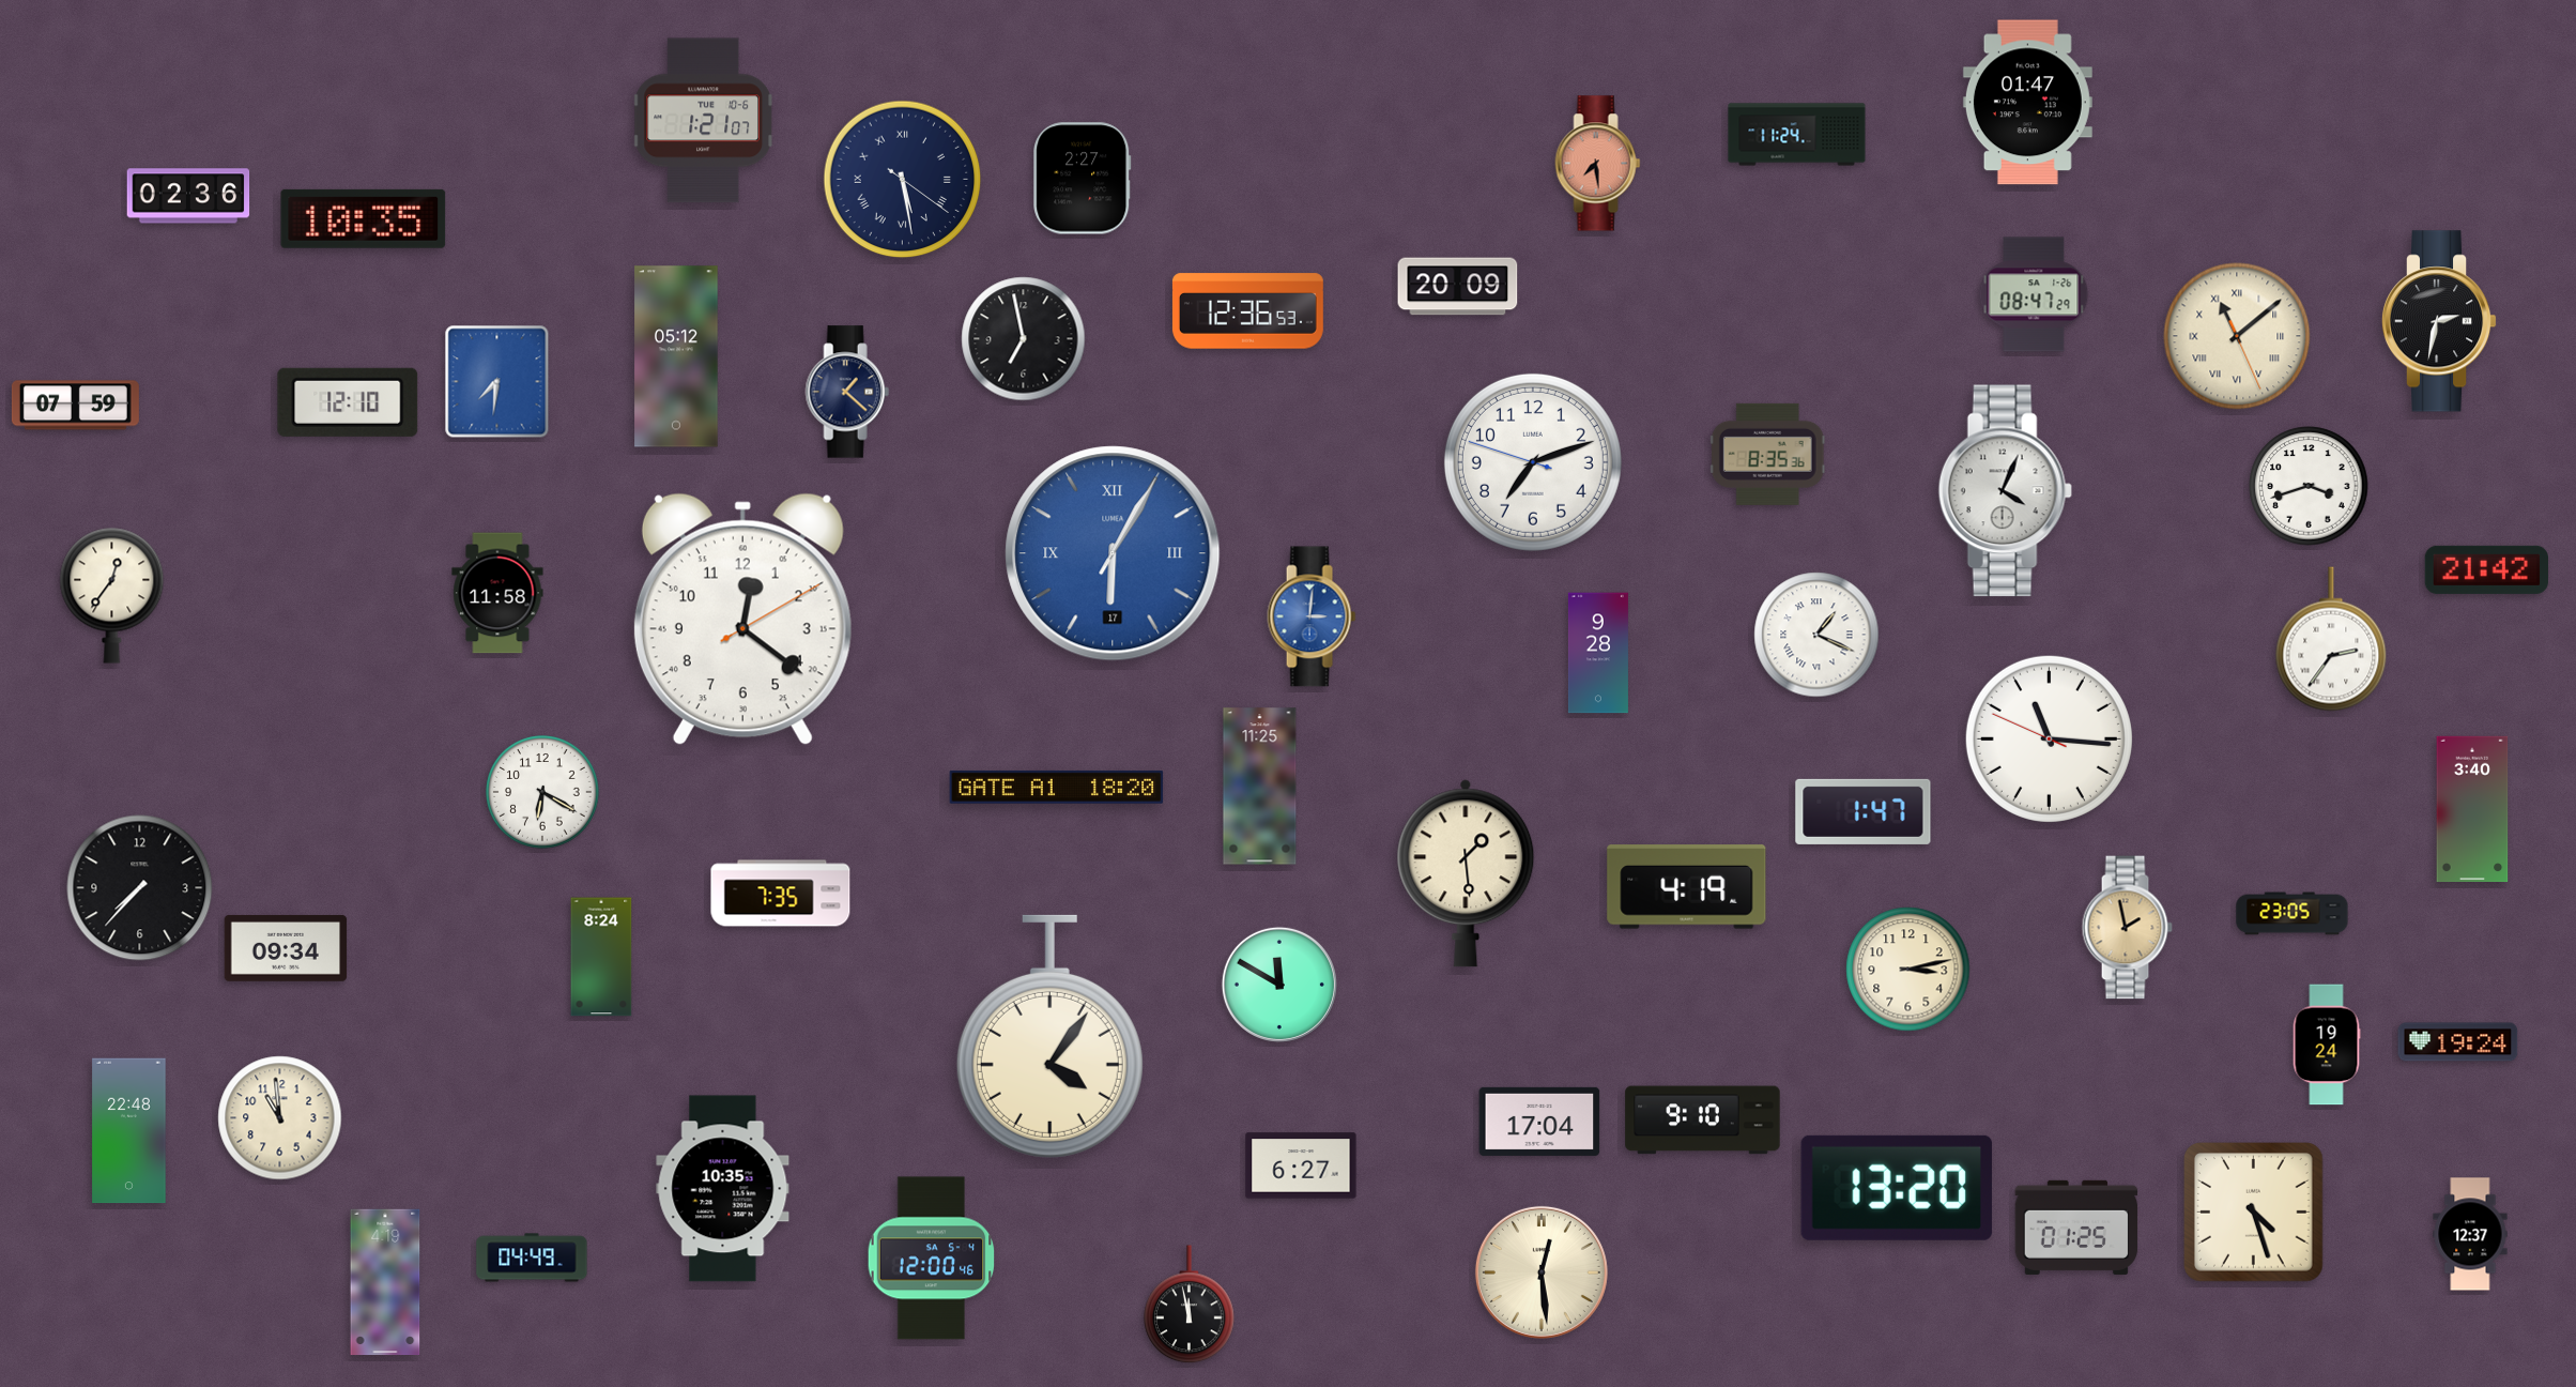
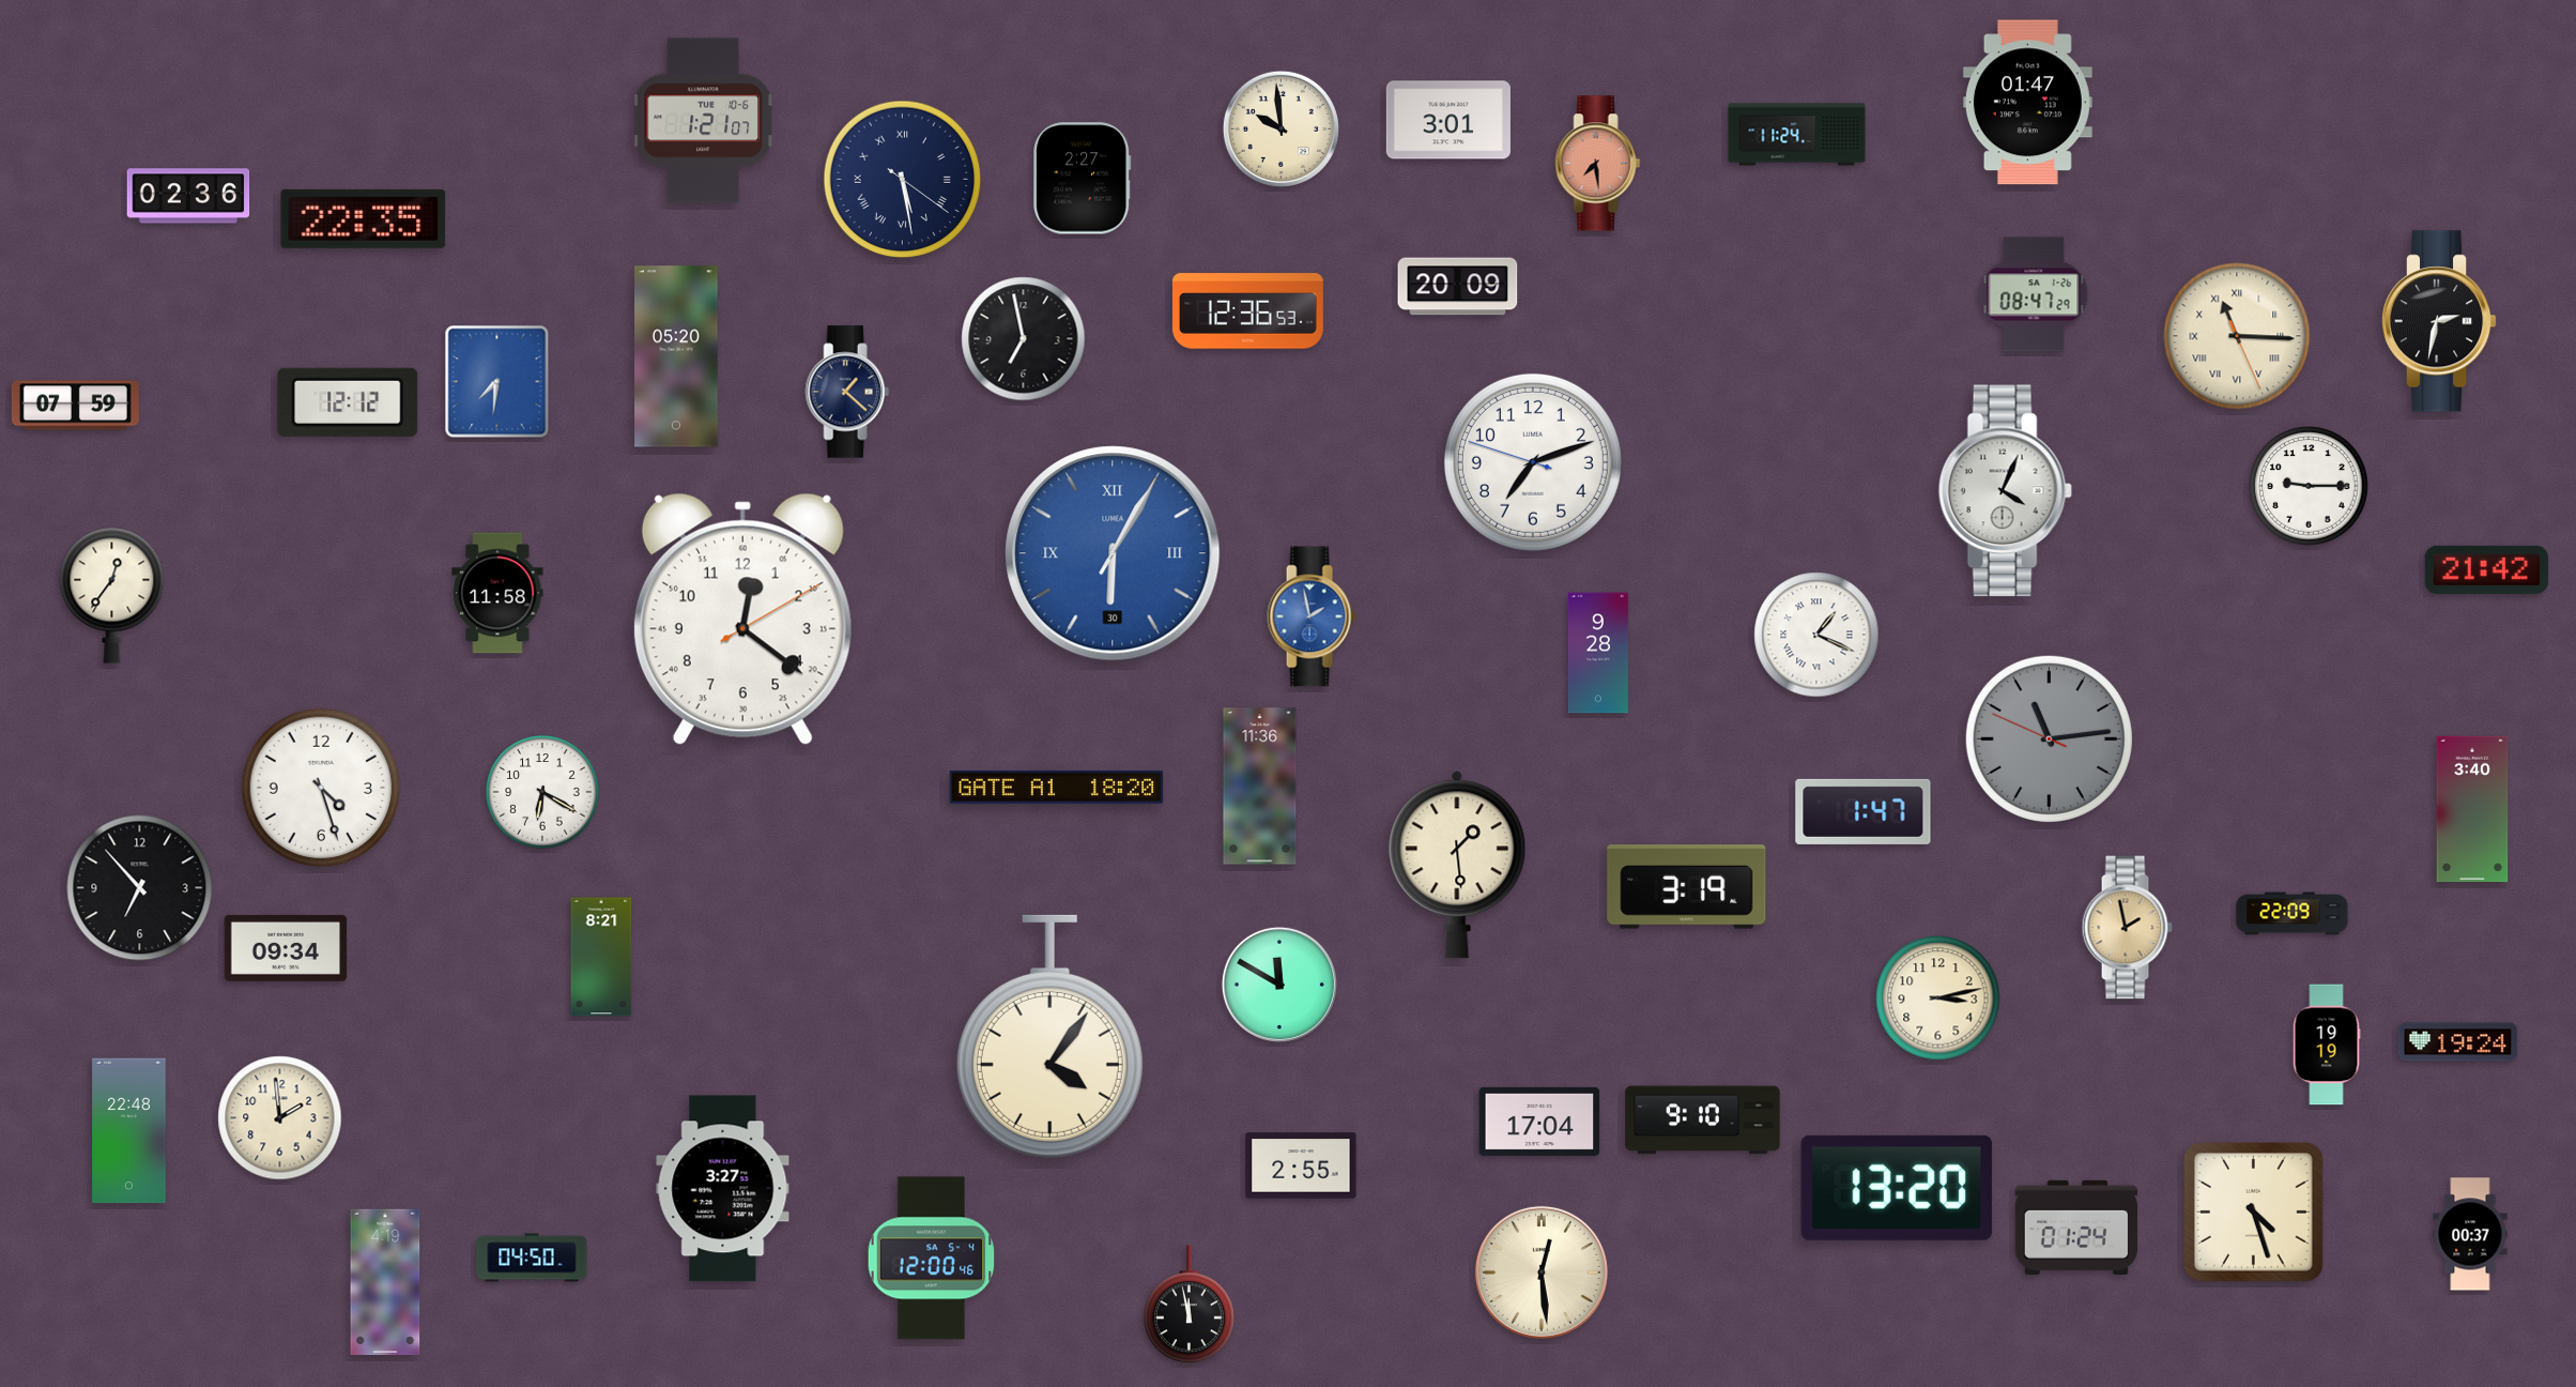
clock at (1448, 120): none -> 3:01
clock at (1281, 128): none -> 9:59
clock at (364, 218): 10:35 -> 22:35
clock at (2237, 336): 11:08 -> 11:15
clock at (676, 356): 05:12 -> 05:20
clock at (348, 402): 12:10 -> 12:12
clock at (1767, 454): 8:35 -> none
clock at (2309, 486): 3:42 -> 9:15
clock at (1113, 553) date: 17 -> 30
clock at (1312, 616): 3:01 -> 1:58
clock at (2331, 639): 2:36 -> none
clock at (2049, 738): 11:15 -> 11:13
clock at (2049, 738) dial: white -> grey
clock at (1260, 787): 11:25 -> 11:36
clock at (321, 788): none -> 4:27
clock at (1466, 873) position: (1466, 873) -> (1457, 865)
clock at (1687, 887): 4:19 -> 3:19
clock at (140, 888): 7:37 -> 6:53
clock at (781, 894): 7:35 -> none
clock at (2293, 914): 23:05 -> 22:09
clock at (601, 957): 8:24 -> 8:21
clock at (1908, 970) position: (1908, 970) -> (1938, 999)
clock at (2327, 1045): 19:24 -> 19:19
clock at (280, 1118): 10:59 -> 1:59
clock at (1301, 1165): 6:27 -> 2:55
clock at (723, 1189): 10:35 -> 3:27
clock at (2076, 1228): 01:25 -> 01:24
clock at (2470, 1234): 12:37 -> 00:37
clock at (532, 1258): 04:49 -> 04:50
